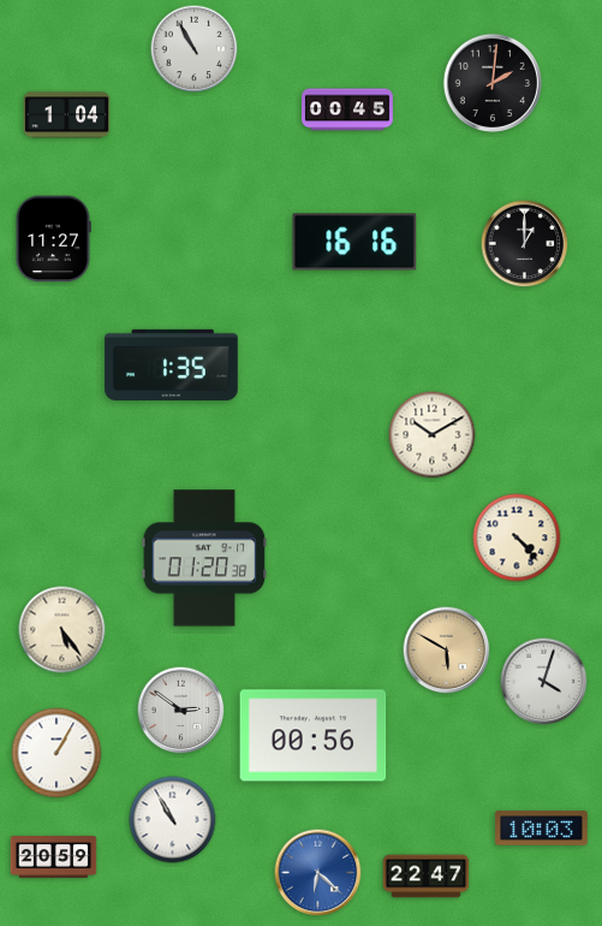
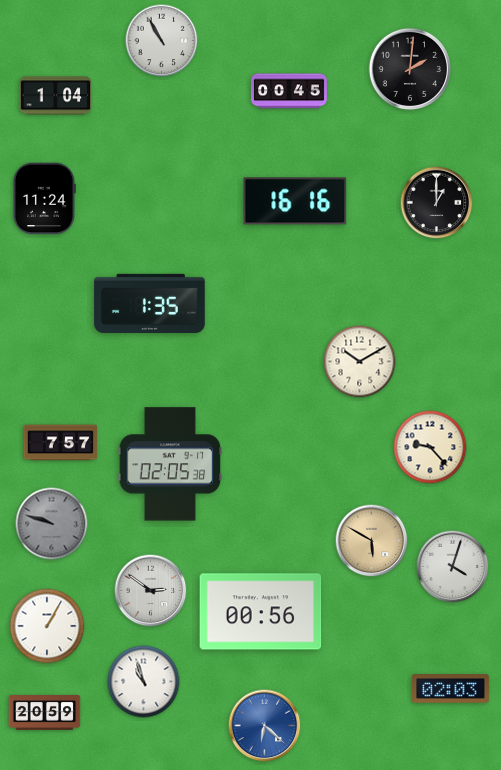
clock at (54, 239): 11:27 -> 11:24
clock at (172, 364) position: (172, 364) -> (150, 303)
clock at (61, 443): none -> 7:57
clock at (517, 538): 4:23 -> 9:23
clock at (204, 558): 01:20 -> 02:05
clock at (62, 630): 5:24 -> 9:48
clock at (62, 630) dial: cream -> grey
clock at (173, 820): 10:55 -> 10:57
clock at (542, 829): 10:03 -> 02:03
clock at (427, 877): 22:47 -> none
